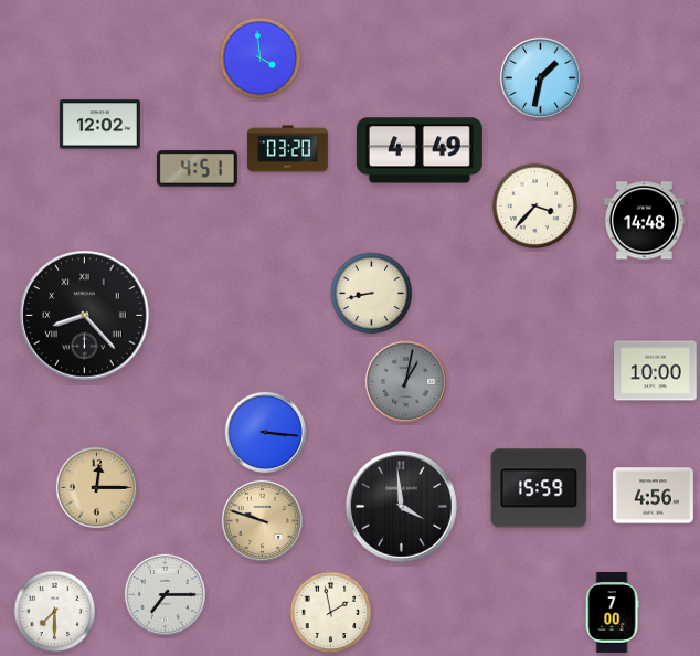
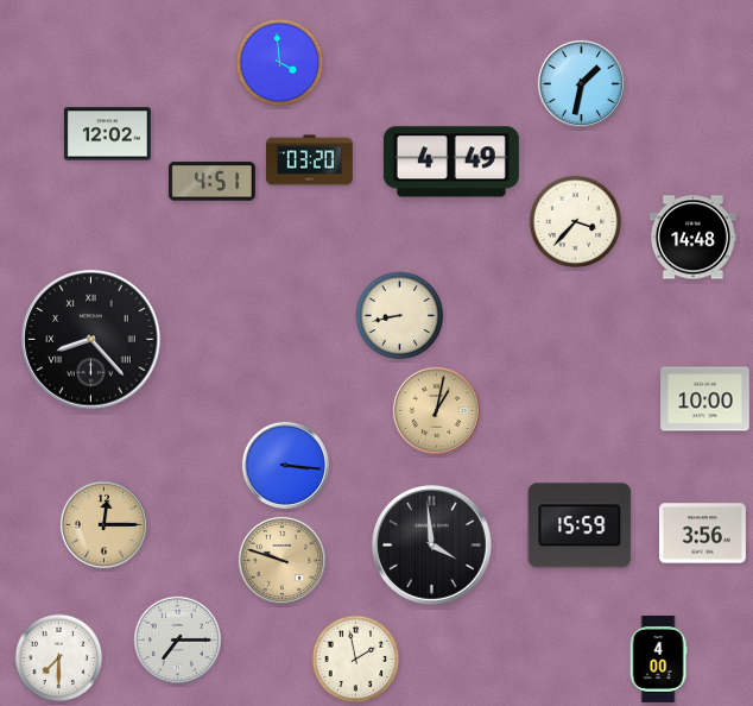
clock at (405, 381) dial: grey -> champagne
clock at (653, 496): 4:56 -> 3:56
clock at (612, 612): 7:00 -> 4:00
